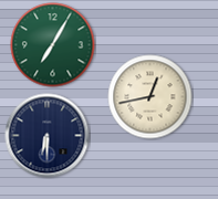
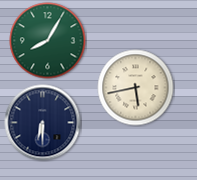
clock at (53, 45): 7:05 -> 8:05
clock at (150, 97): 12:43 -> 5:43
